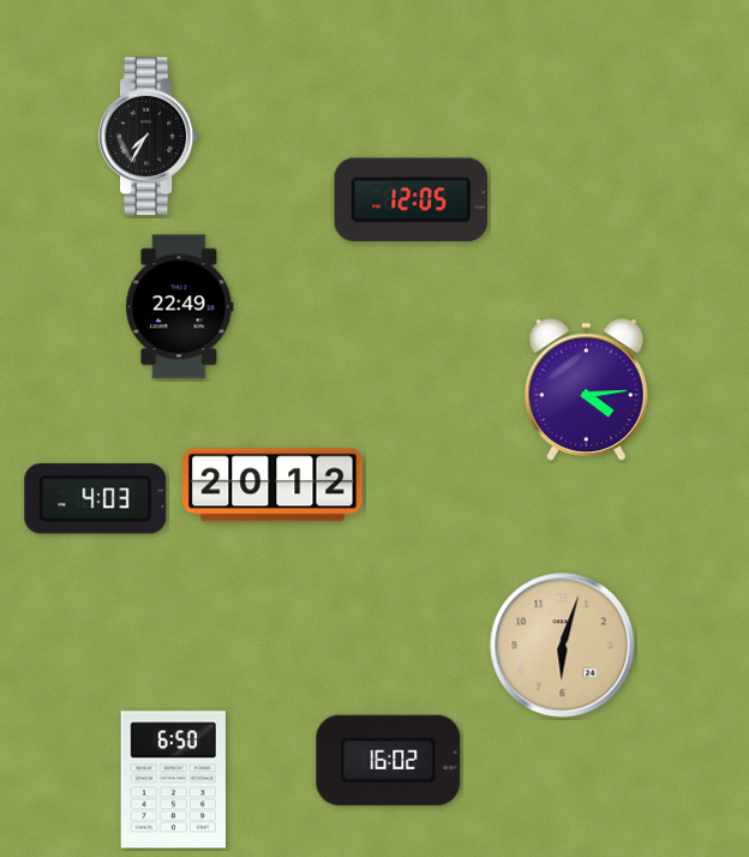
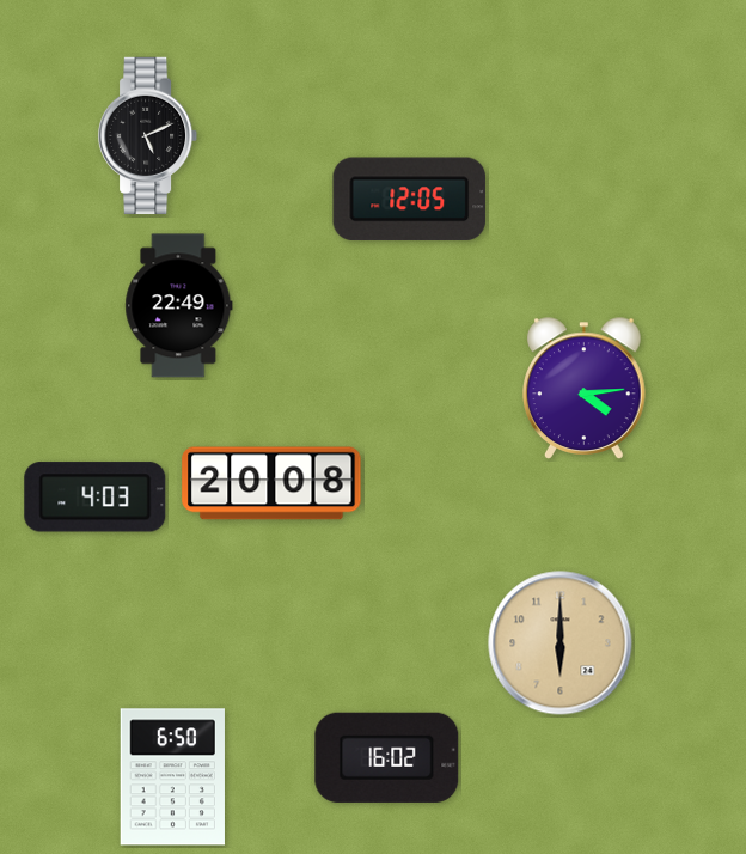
clock at (149, 137): 7:35 -> 5:11
clock at (272, 485): 20:12 -> 20:08
clock at (563, 646): 6:03 -> 6:00
